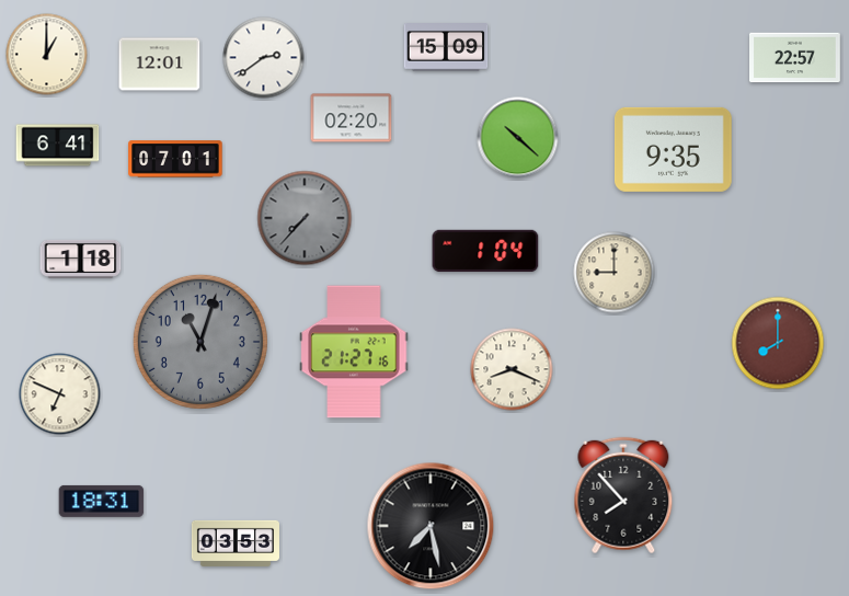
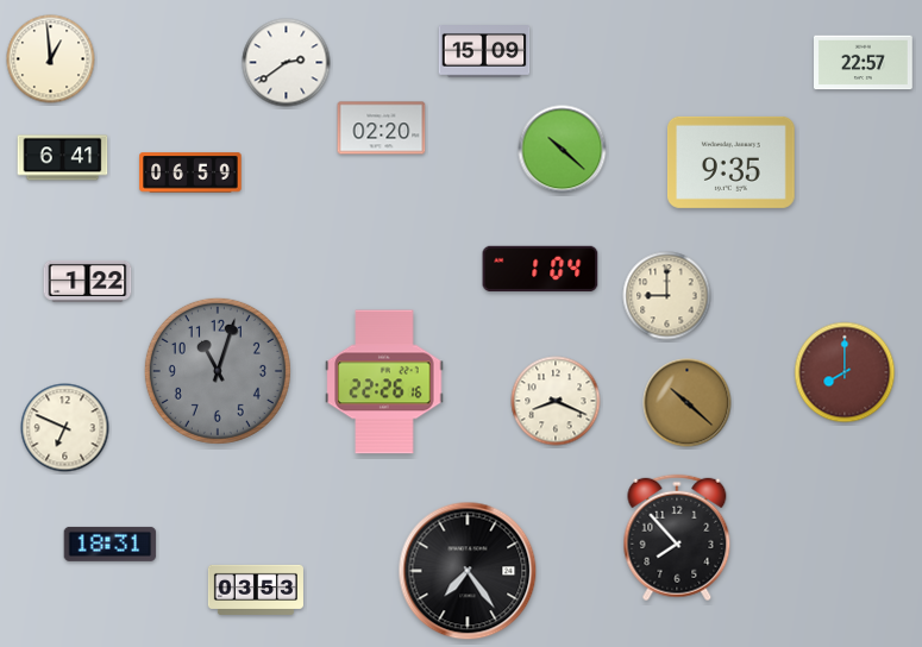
clock at (47, 55): 1:00 -> 12:59
clock at (160, 65): 12:01 -> none
clock at (175, 159): 07:01 -> 06:59
clock at (305, 218): 7:37 -> none
clock at (485, 251) position: (485, 251) -> (540, 269)
clock at (81, 259): 1:18 -> 1:22
clock at (354, 352): 21:27 -> 22:26
clock at (688, 403): none -> 10:22
clock at (431, 526): 7:28 -> 7:24
